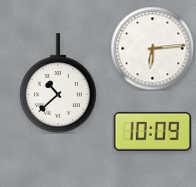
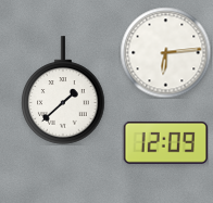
clock at (58, 83): 10:38 -> 1:38
clock at (152, 131): 10:09 -> 12:09
